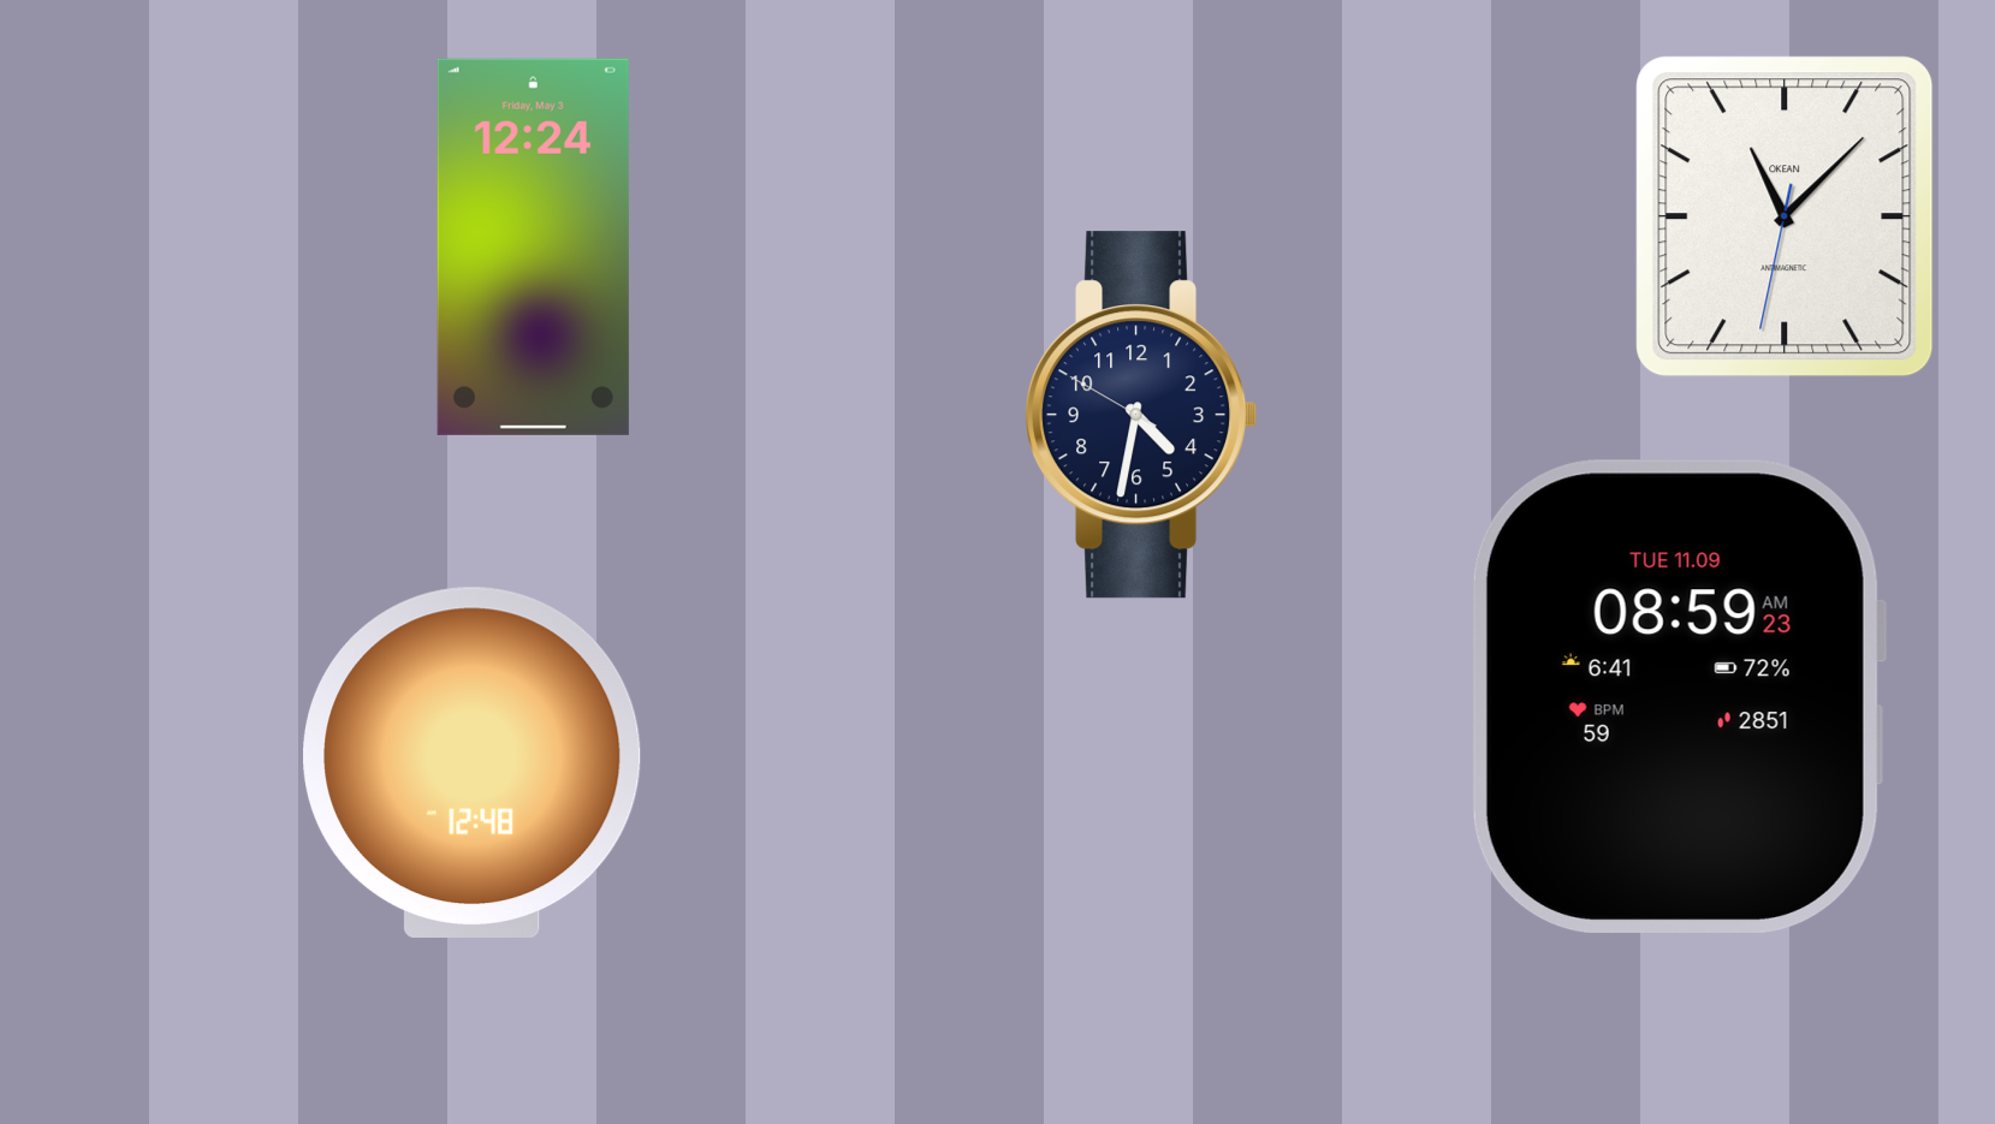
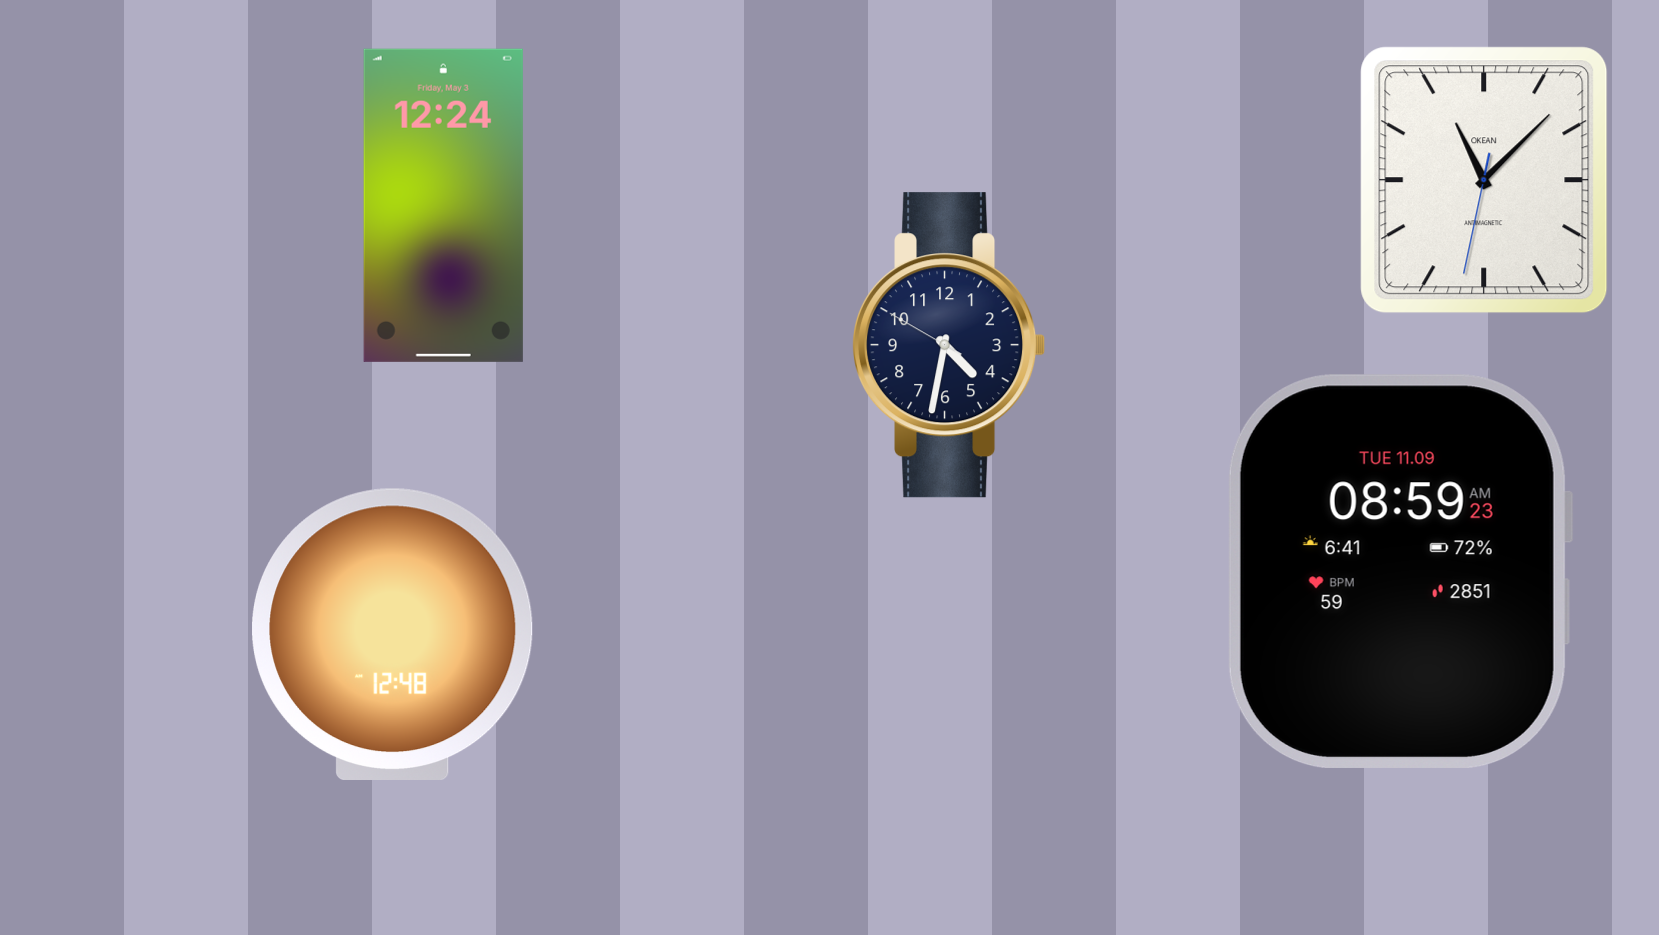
clock at (1679, 696) position: (1679, 696) -> (1400, 571)
